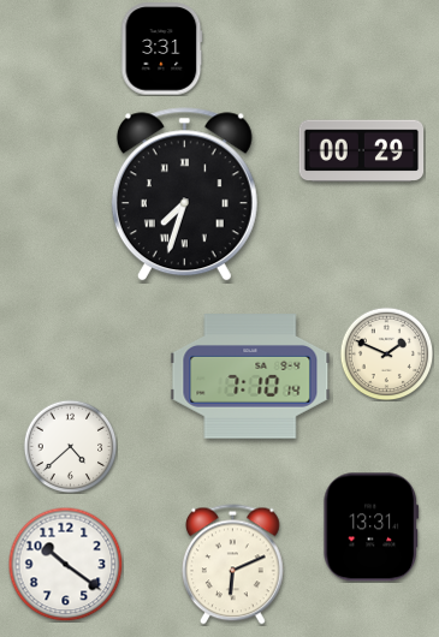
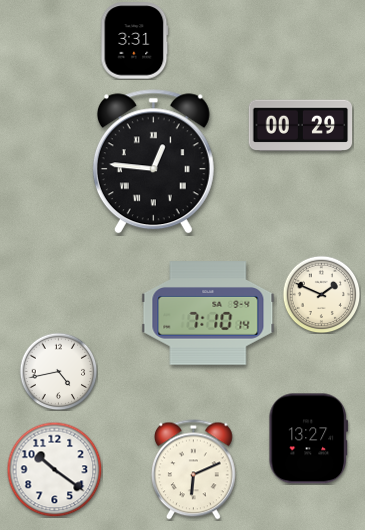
clock at (184, 195): 7:33 -> 12:46
clock at (70, 446): 4:38 -> 4:43
clock at (370, 528): 13:31 -> 13:27
